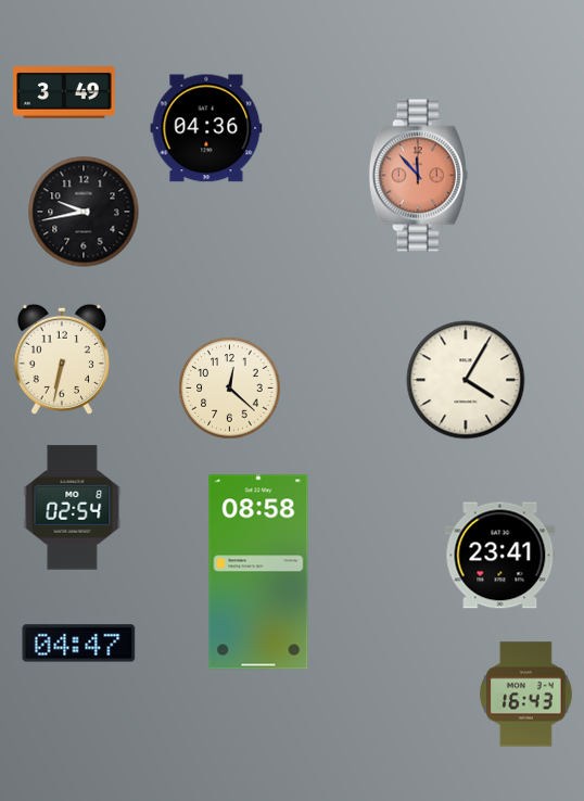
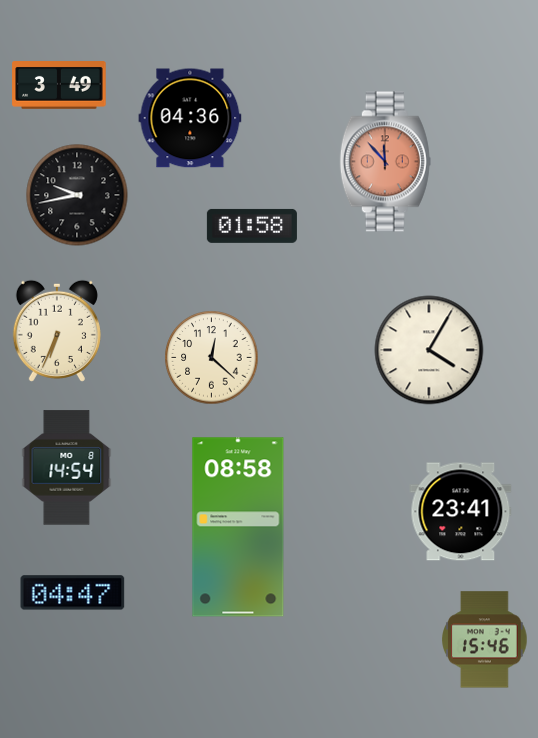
clock at (252, 226): none -> 01:58
clock at (62, 359): 6:32 -> 6:34
clock at (73, 508): 02:54 -> 14:54
clock at (526, 695): 16:43 -> 15:46
